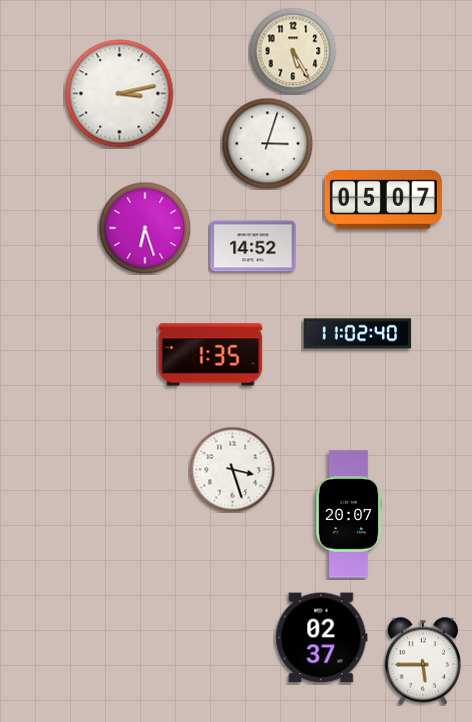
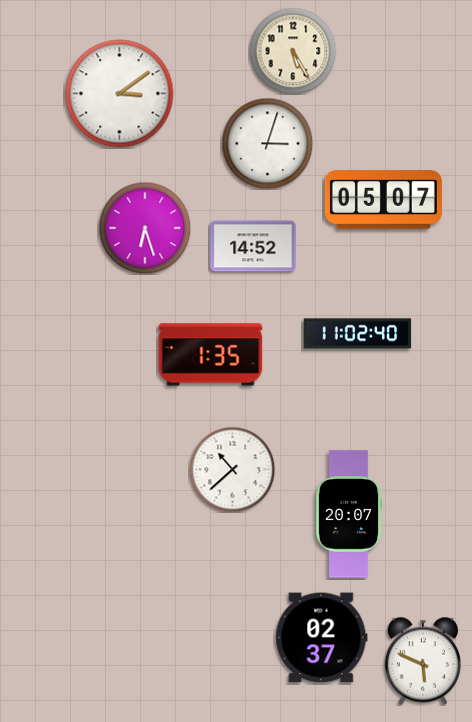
clock at (120, 94): 3:13 -> 3:09
clock at (232, 469): 3:27 -> 10:38
clock at (423, 661): 5:45 -> 5:49
